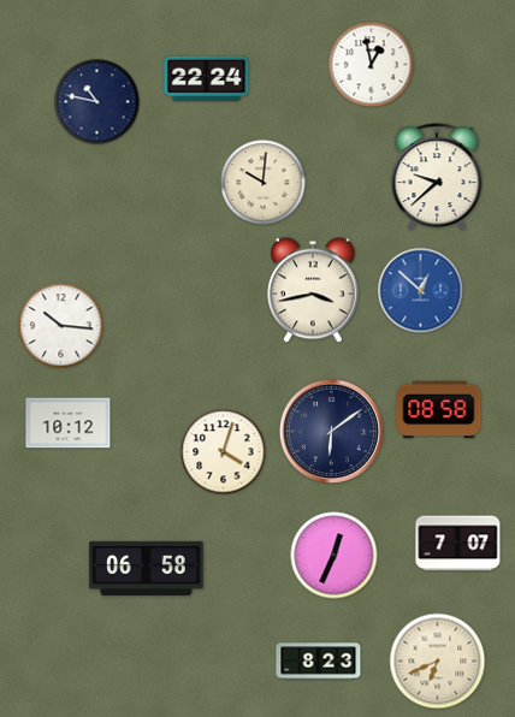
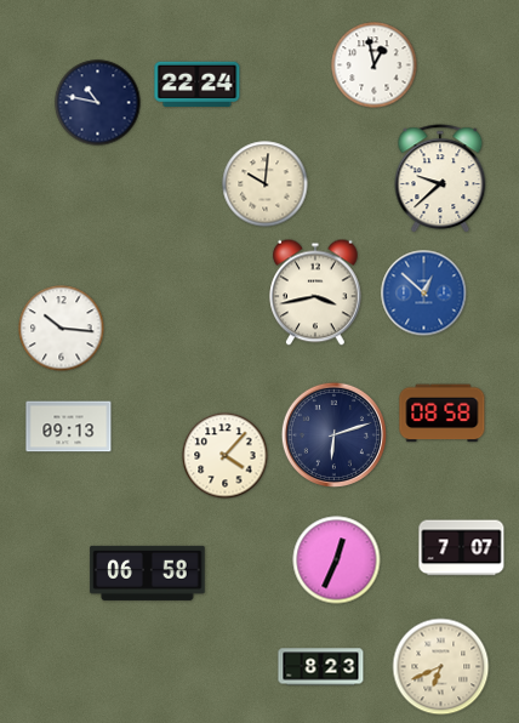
clock at (207, 78) position: (207, 78) -> (198, 84)
clock at (69, 423): 10:12 -> 09:13
clock at (331, 431): 6:09 -> 6:12
clock at (224, 452): 4:03 -> 4:07
